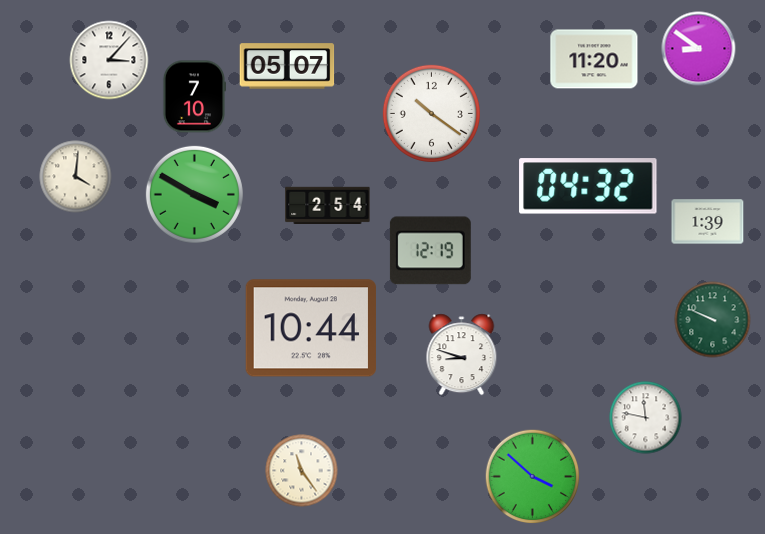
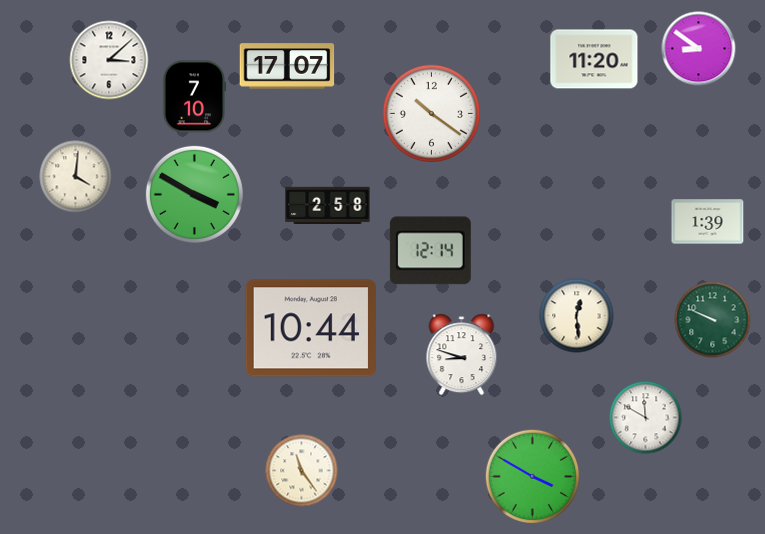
clock at (109, 60): 3:07 -> 3:08
clock at (287, 66): 05:07 -> 17:07
clock at (588, 186): 04:32 -> none
clock at (328, 205): 2:54 -> 2:58
clock at (430, 251): 12:19 -> 12:14
clock at (577, 316): none -> 12:29
clock at (646, 418): 11:47 -> 11:50
clock at (533, 477): 3:52 -> 3:50
